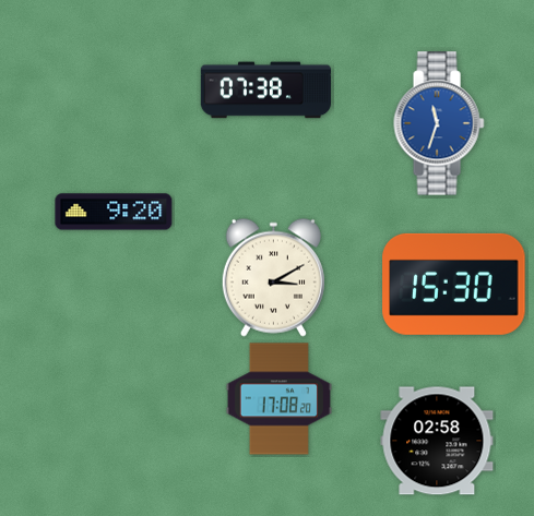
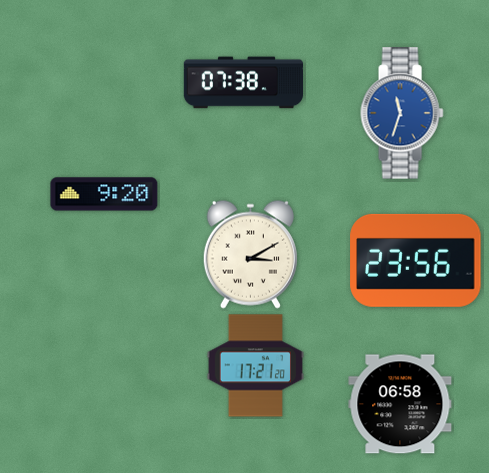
clock at (454, 284): 15:30 -> 23:56
clock at (278, 399): 17:08 -> 17:21
clock at (437, 441): 02:58 -> 06:58
